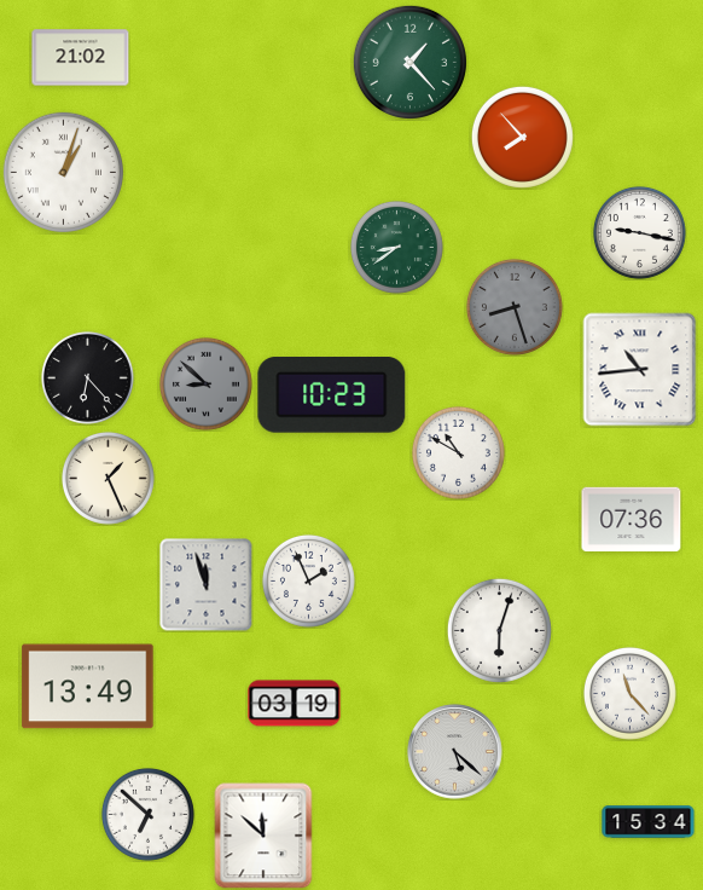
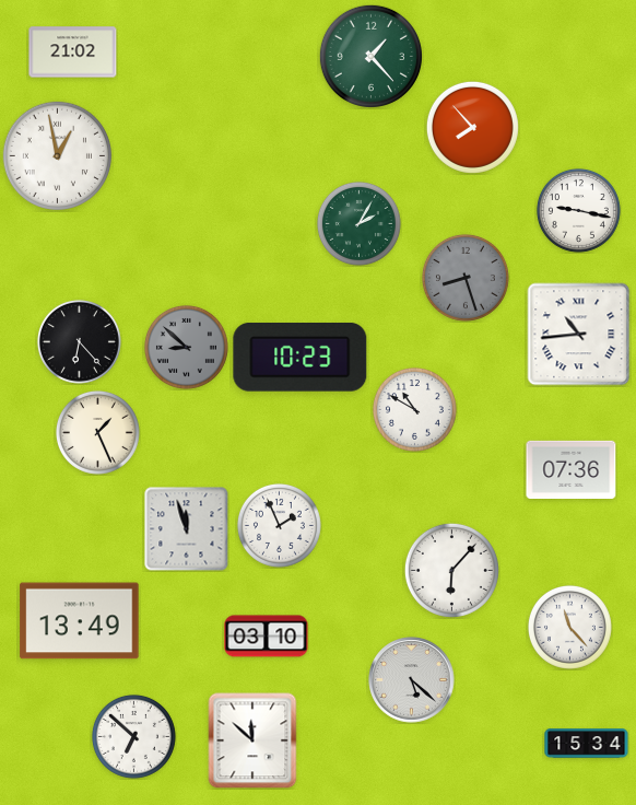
clock at (522, 137) position: (522, 137) -> (472, 127)
clock at (63, 172): 1:03 -> 12:58
clock at (396, 247): 8:39 -> 2:05
clock at (499, 630): 6:03 -> 6:07
clock at (295, 704): 03:19 -> 03:10
clock at (263, 836) position: (263, 836) -> (252, 740)
